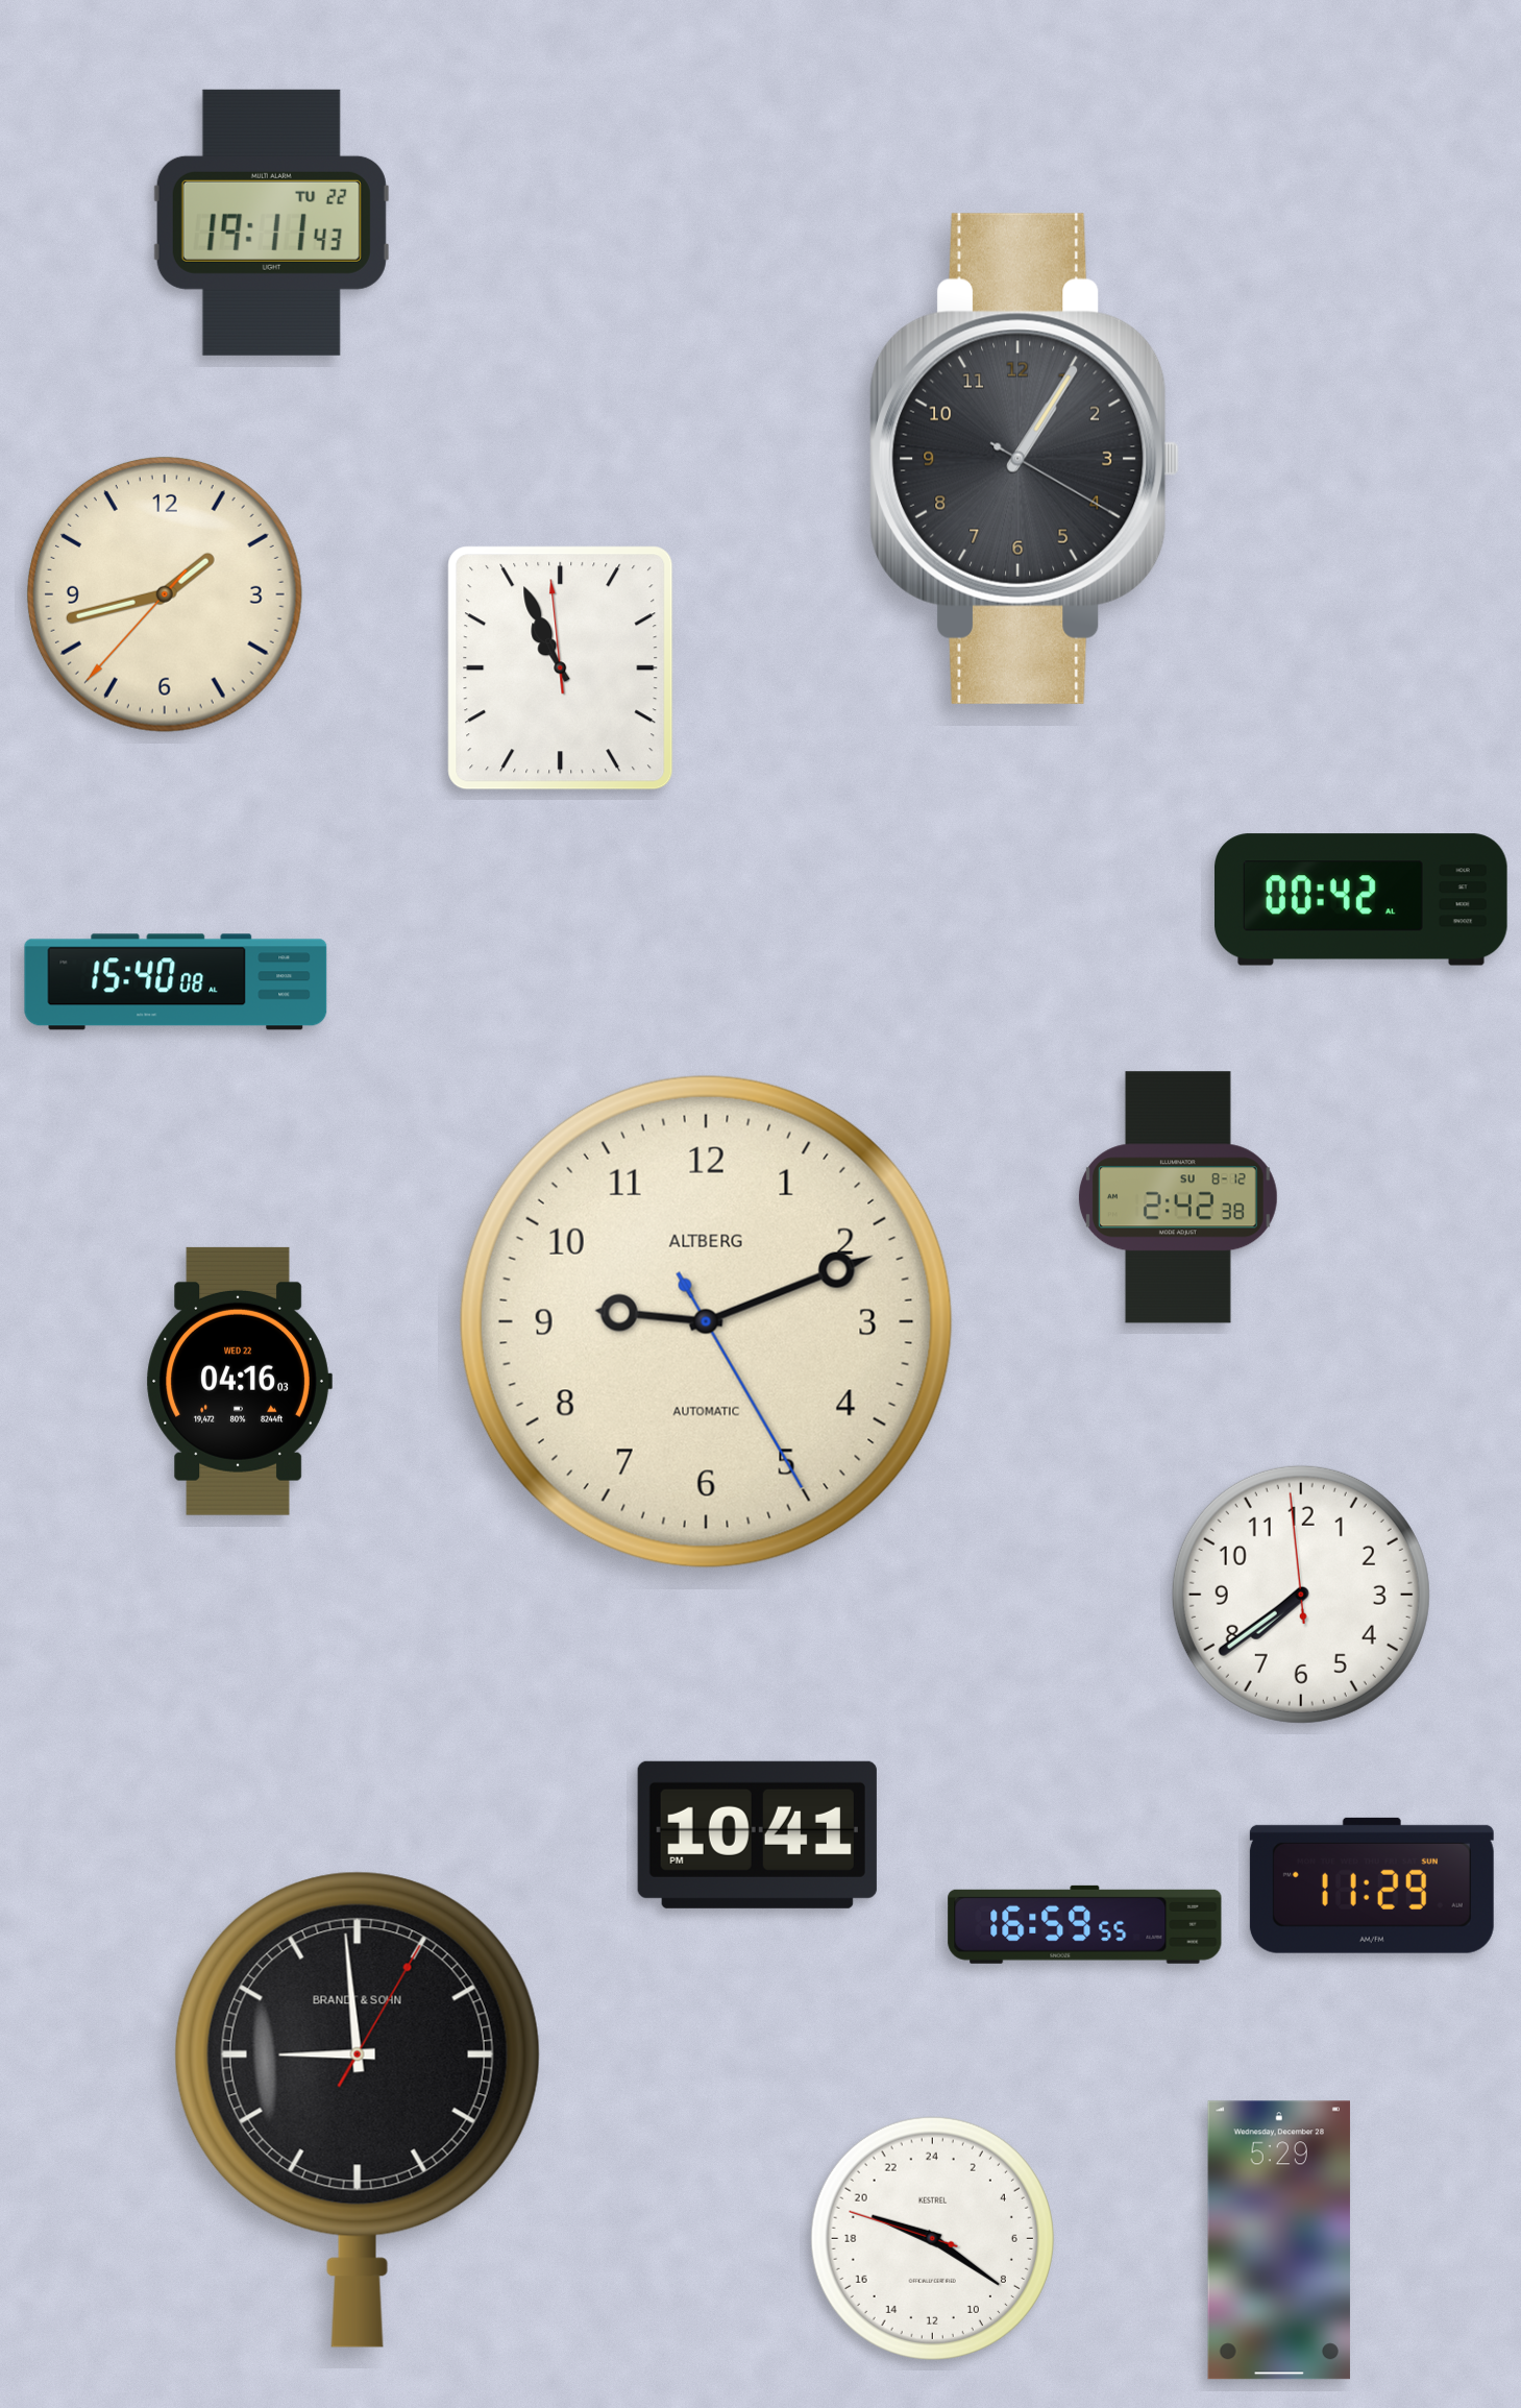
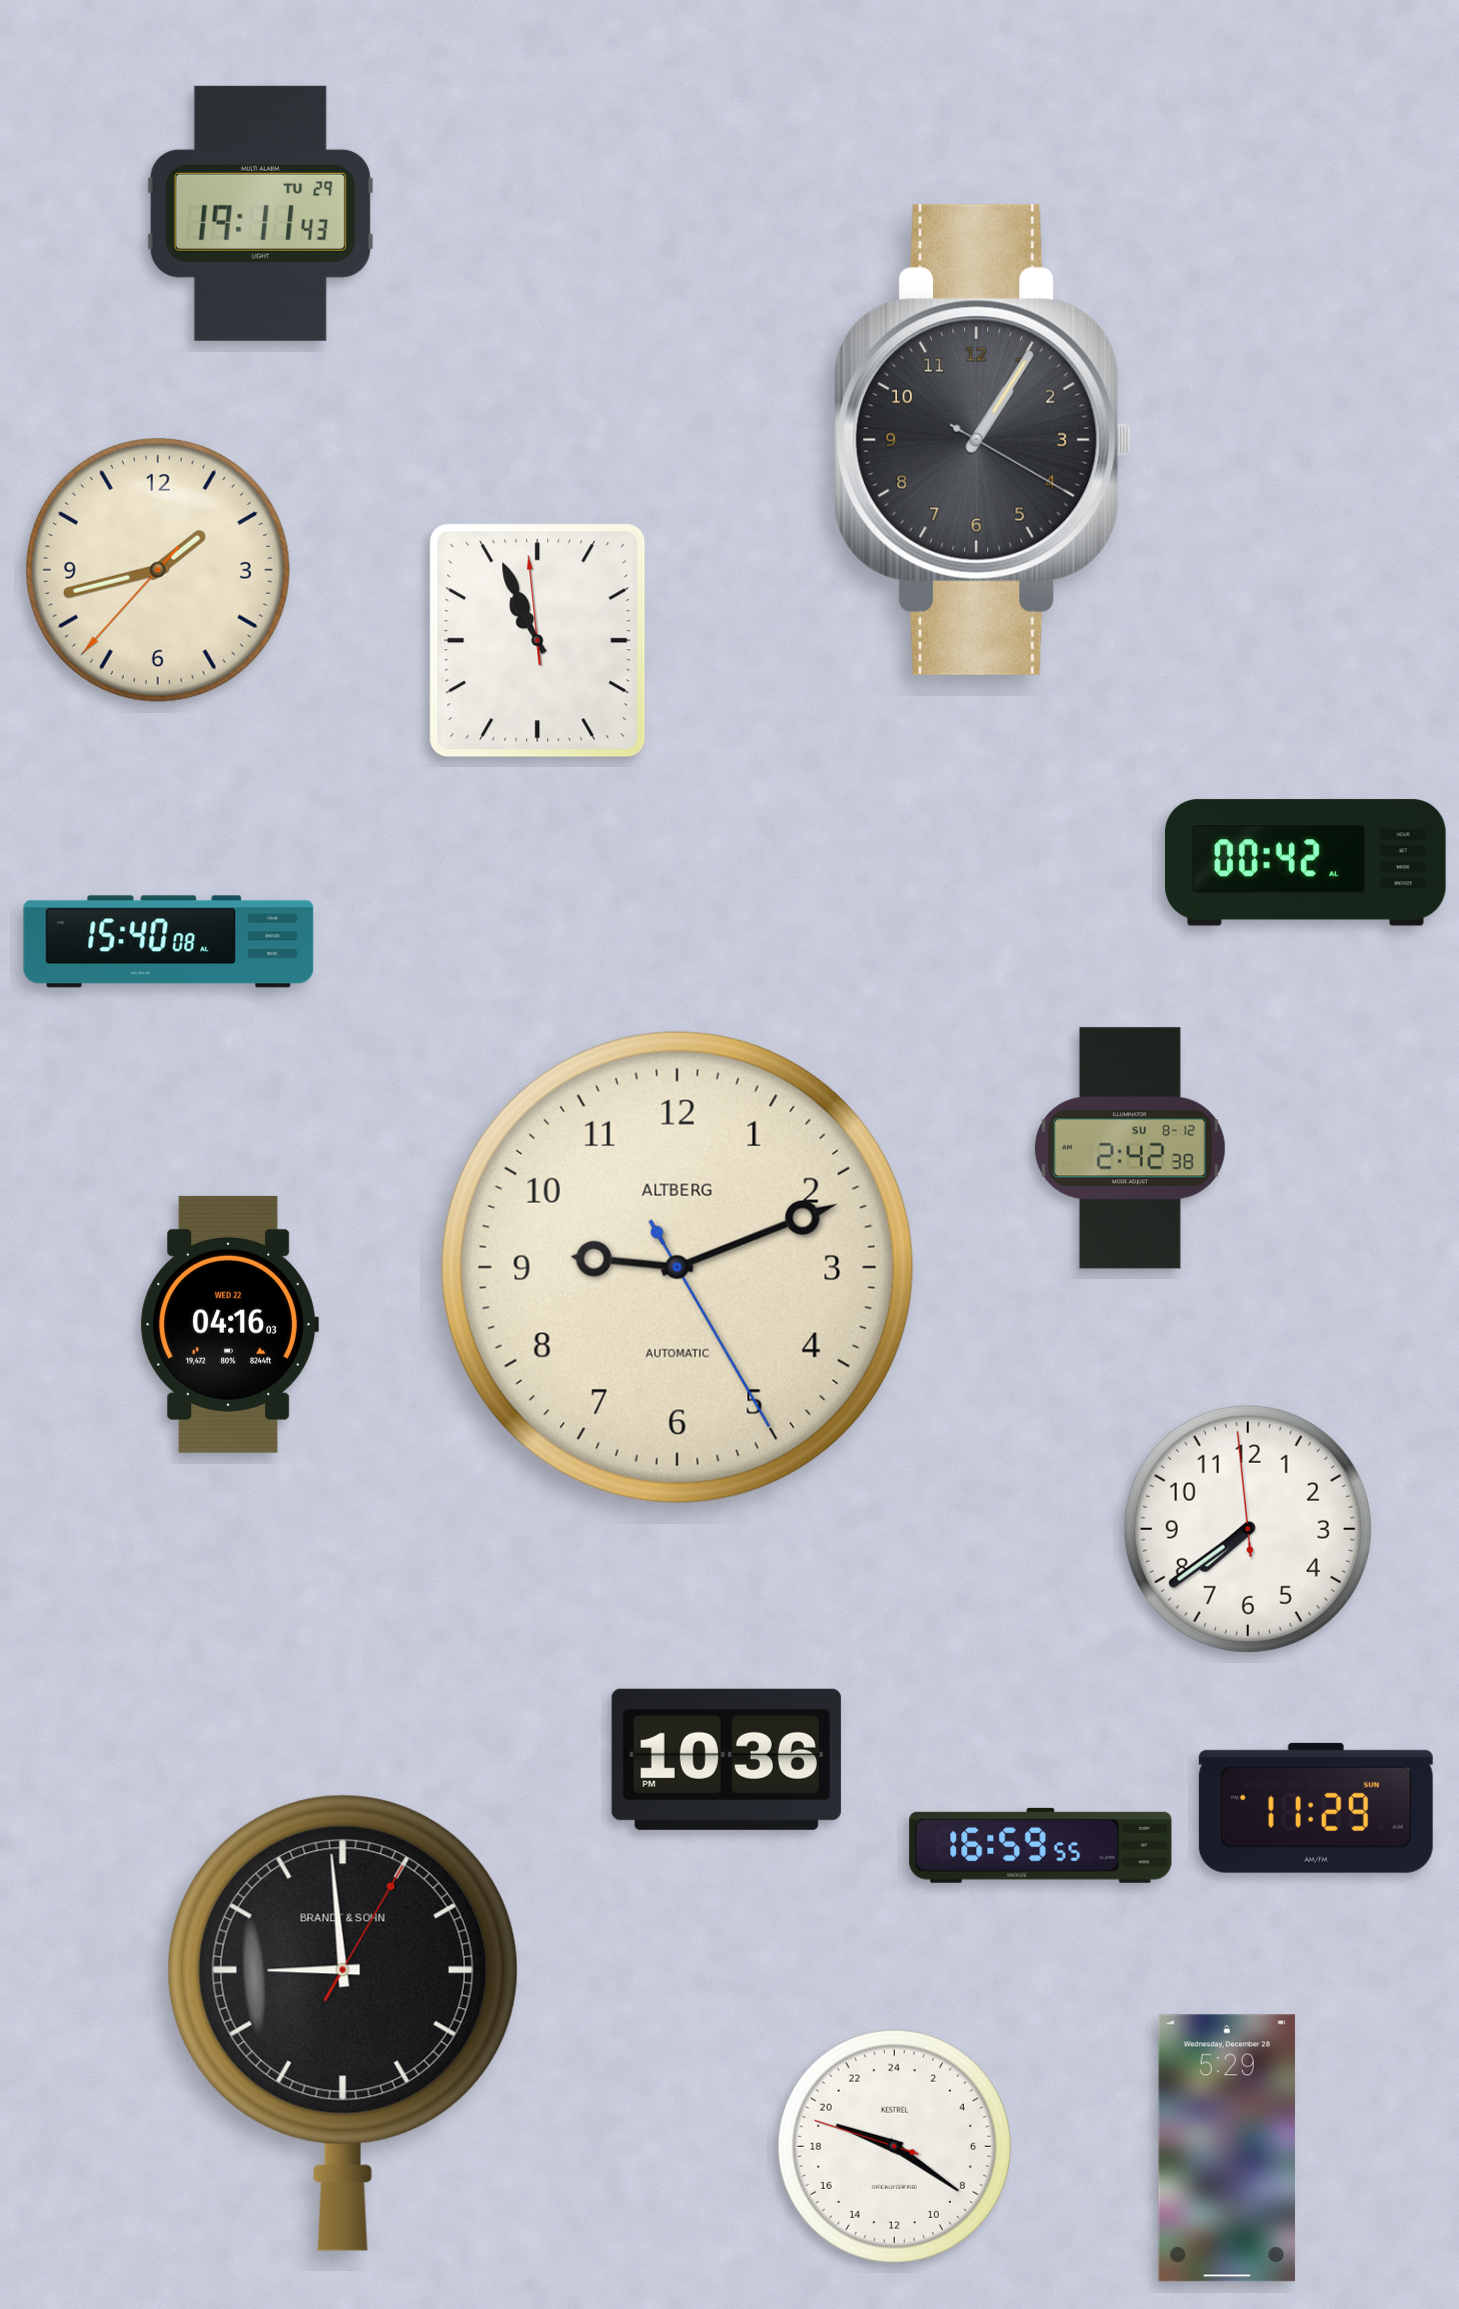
clock at (271, 222) date: TU 22 -> TU 29
clock at (757, 1834): 10:41 -> 10:36
